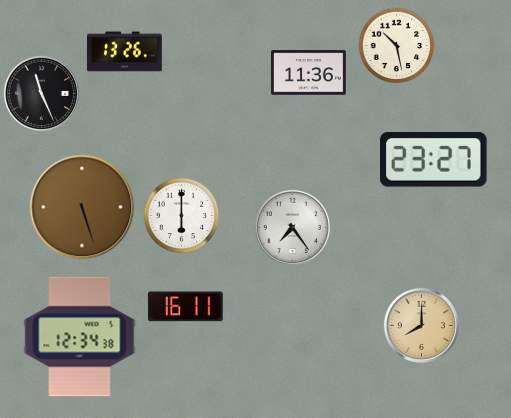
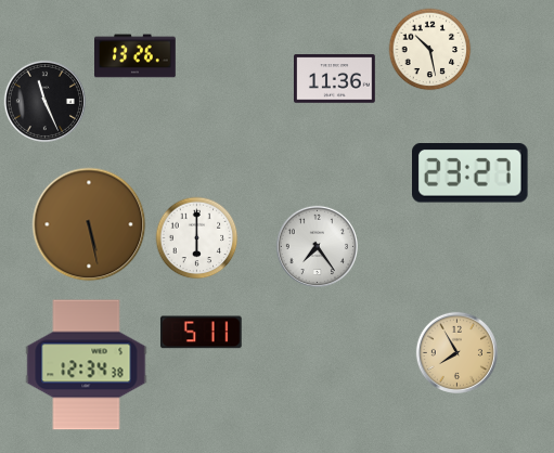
clock at (82, 207): 5:27 -> 5:28
clock at (182, 216) position: (182, 216) -> (197, 238)
clock at (185, 307): 16:11 -> 5:11
clock at (421, 325): 8:00 -> 7:55
